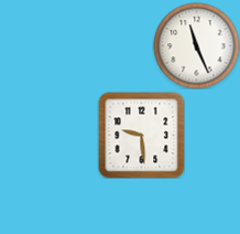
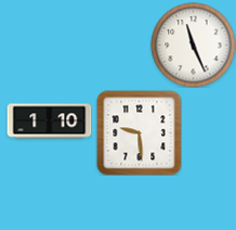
clock at (49, 122): none -> 1:10
